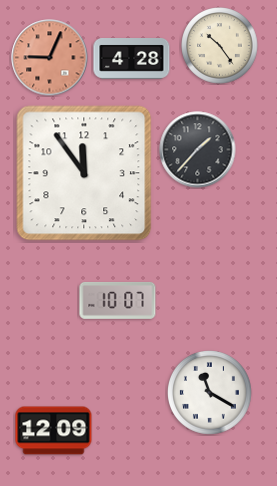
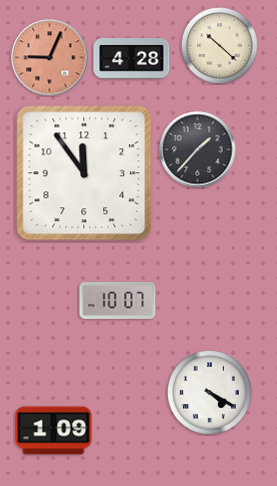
clock at (220, 46): 10:24 -> 10:22
clock at (210, 393): 11:20 -> 4:20
clock at (54, 431): 12:09 -> 1:09
